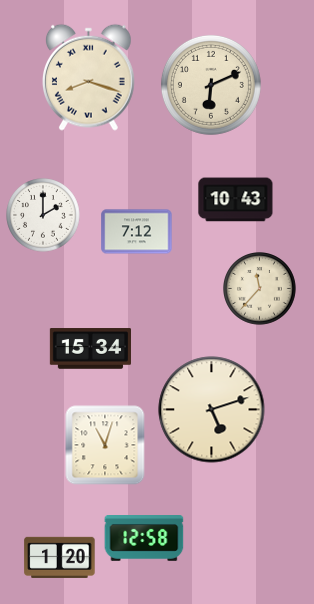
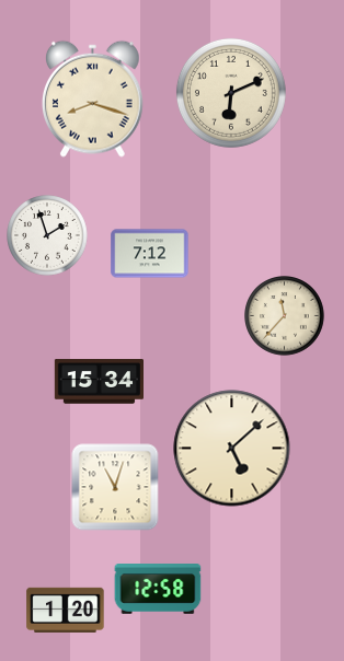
clock at (89, 77) position: (89, 77) -> (93, 98)
clock at (236, 200): 10:43 -> none
clock at (43, 215): 2:00 -> 1:57
clock at (212, 410): 5:12 -> 5:08
